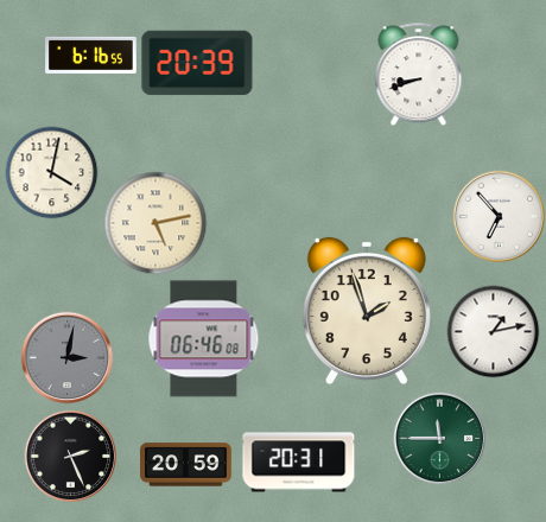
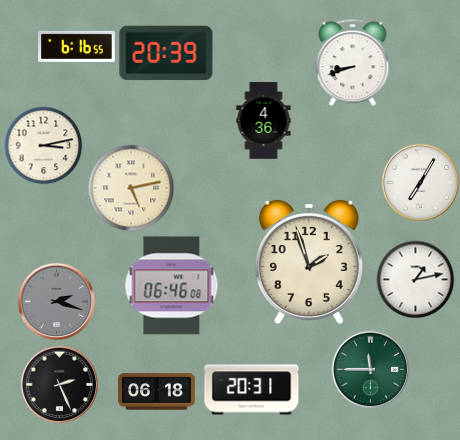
clock at (264, 121): none -> 4:36
clock at (51, 172): 4:02 -> 3:13
clock at (499, 216): 6:53 -> 7:05
clock at (66, 357): 3:02 -> 2:18
clock at (186, 465): 20:59 -> 06:18
